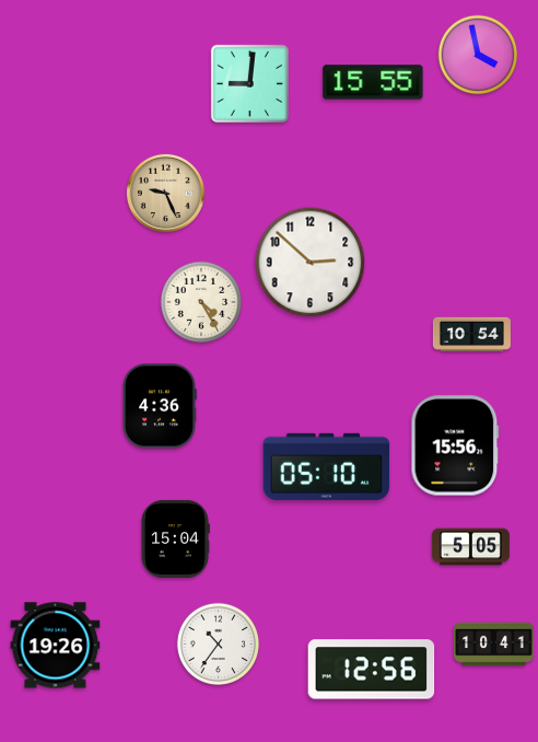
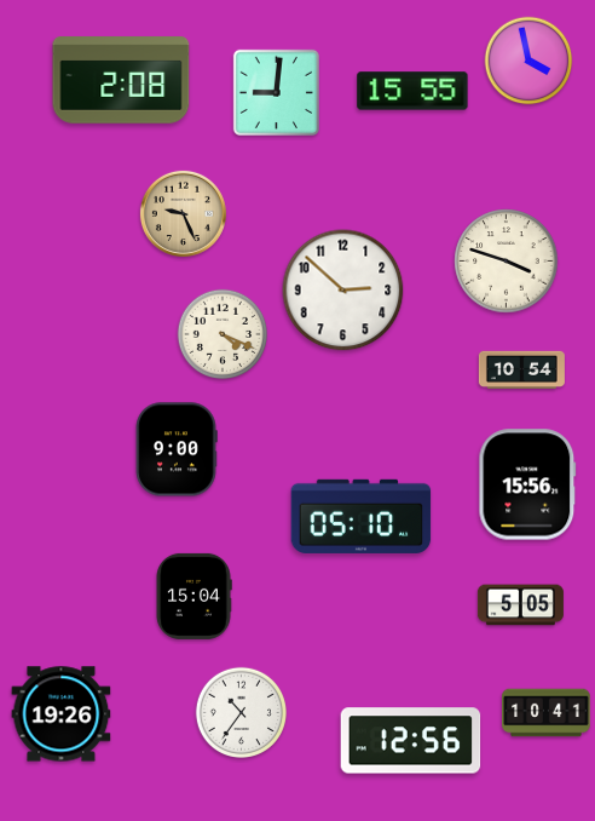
clock at (121, 80): none -> 2:08
clock at (507, 262): none -> 3:48
clock at (201, 302): 4:25 -> 4:19
clock at (160, 406): 4:36 -> 9:00
clock at (455, 445) position: (455, 445) -> (527, 484)
